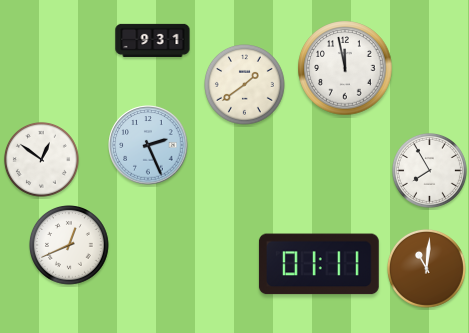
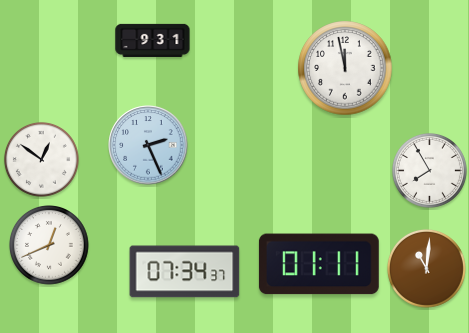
clock at (245, 85): 1:39 -> none
clock at (70, 246) position: (70, 246) -> (50, 246)
clock at (185, 272): none -> 07:34
